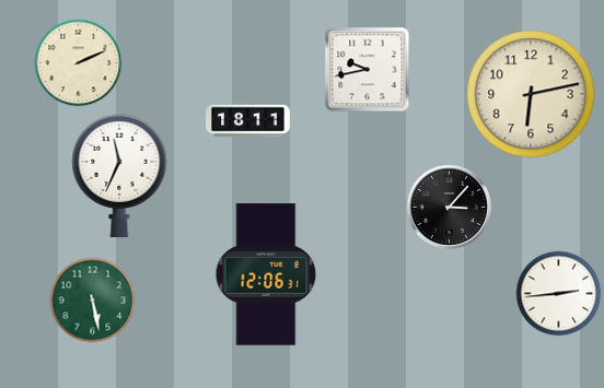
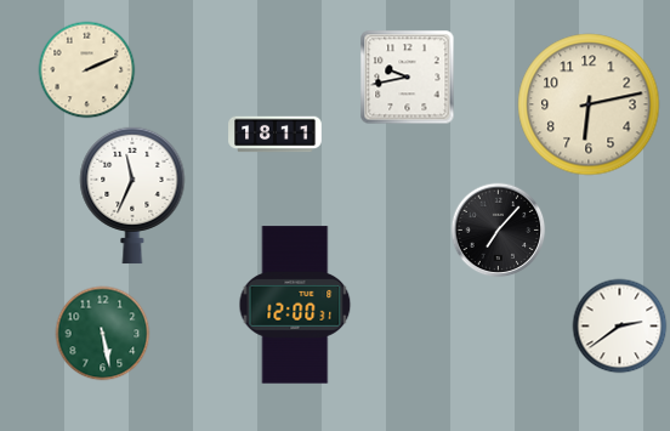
clock at (449, 207): 3:07 -> 7:07
clock at (266, 274): 12:06 -> 12:00
clock at (558, 293): 2:44 -> 2:39
